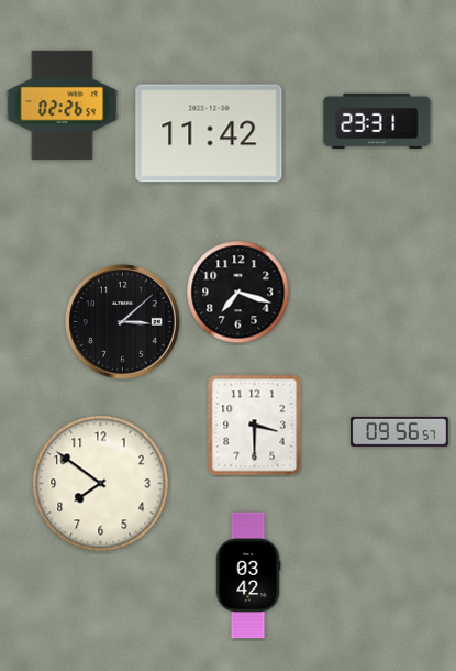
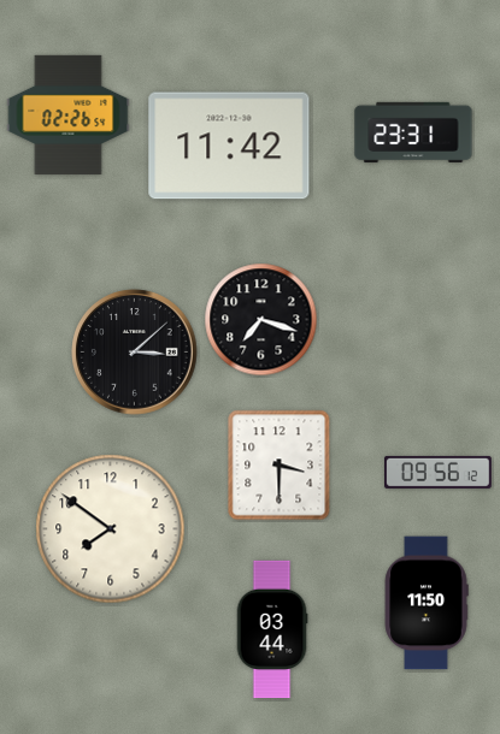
clock at (400, 431): 09:56:57 -> 09:56:12
clock at (427, 603): none -> 11:50
clock at (248, 575): 03:42 -> 03:44
